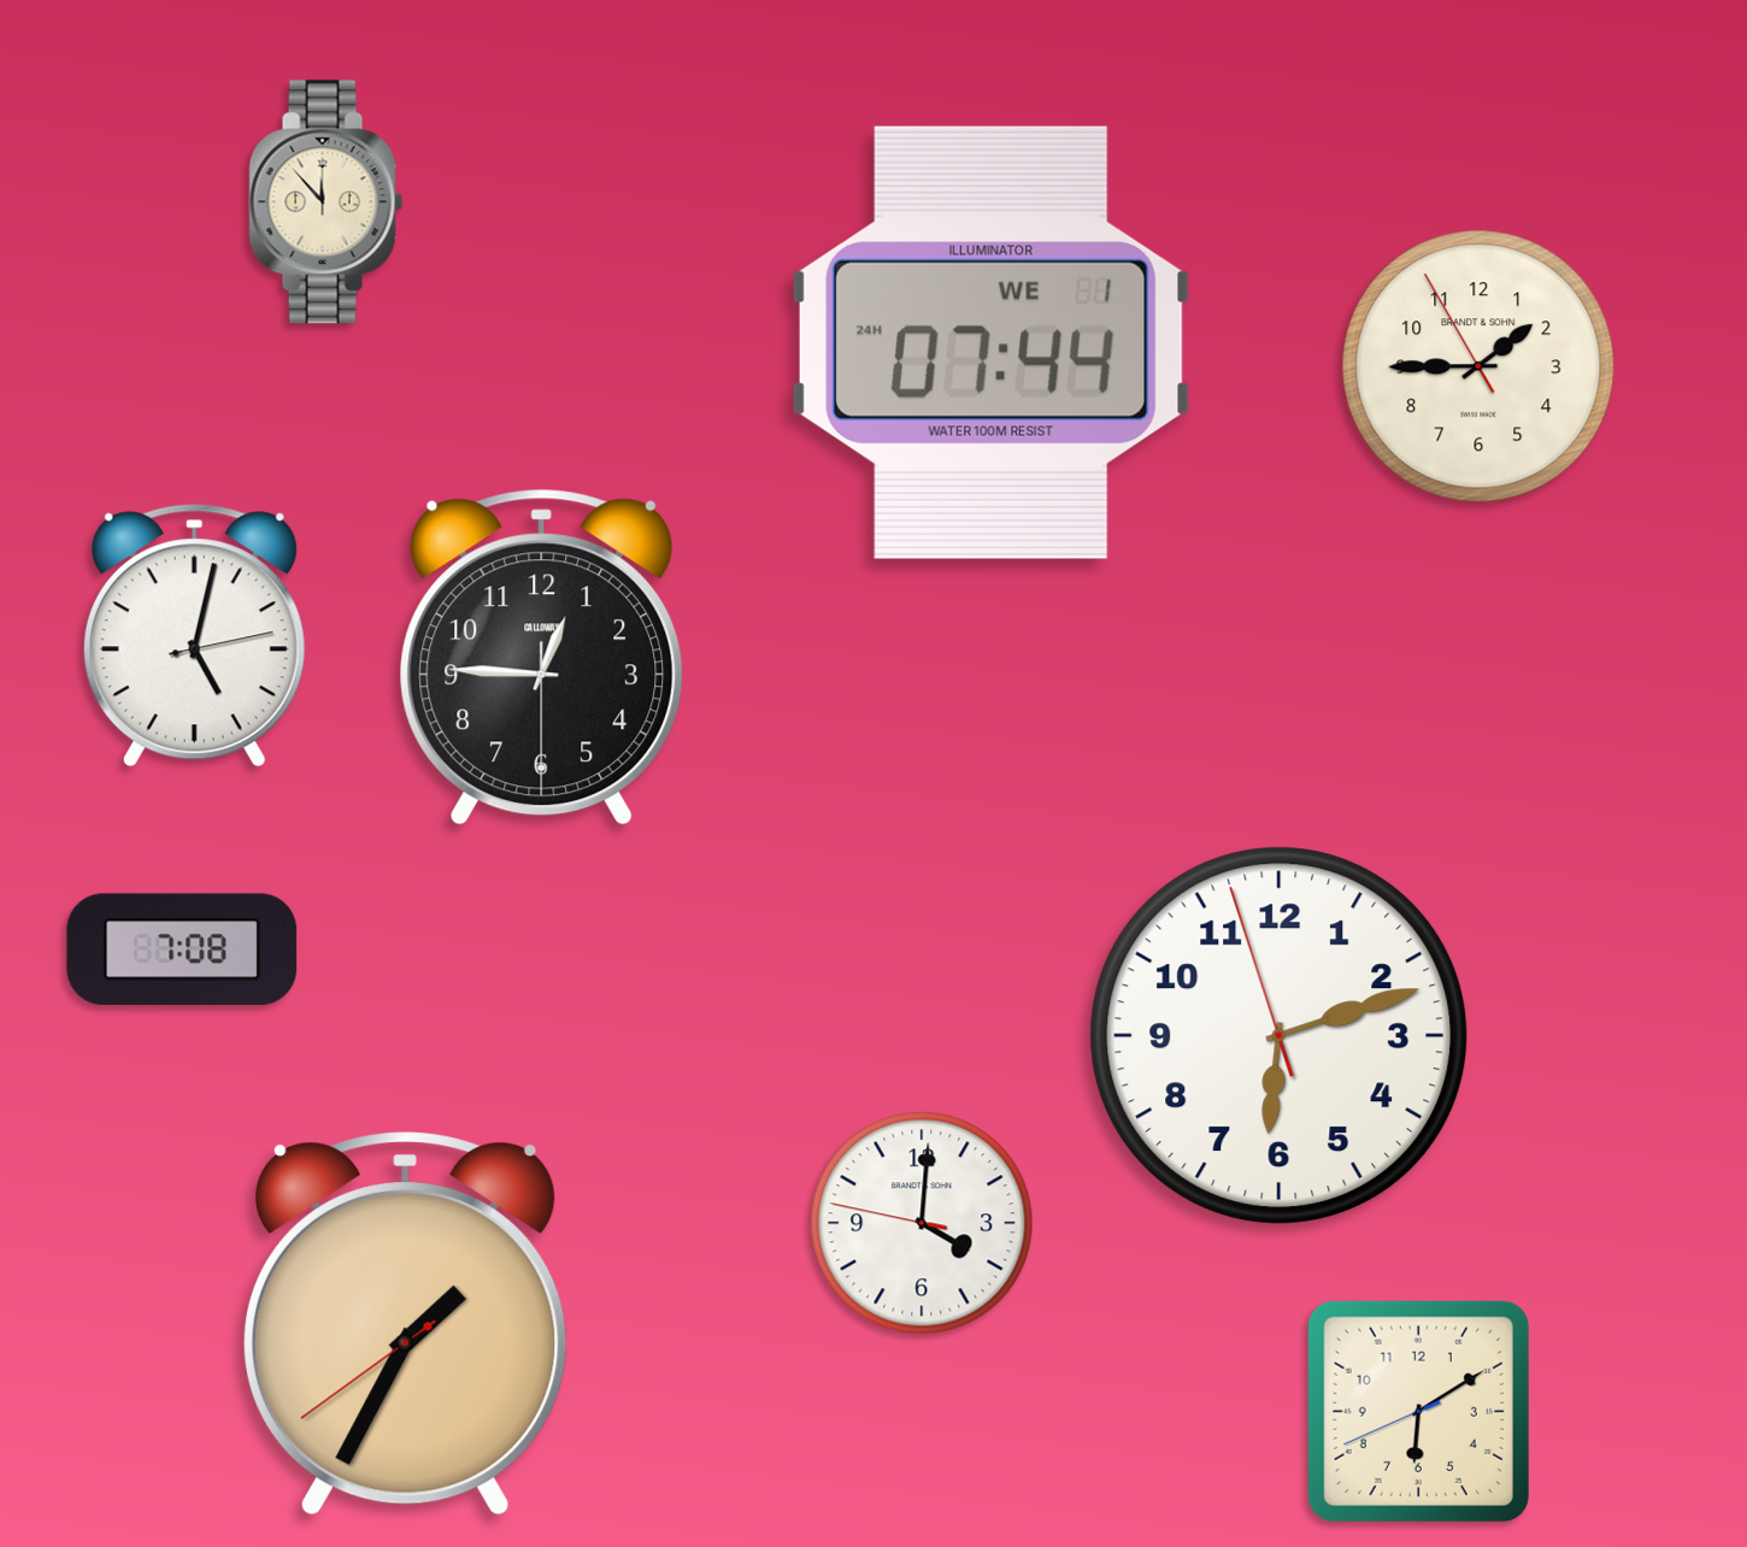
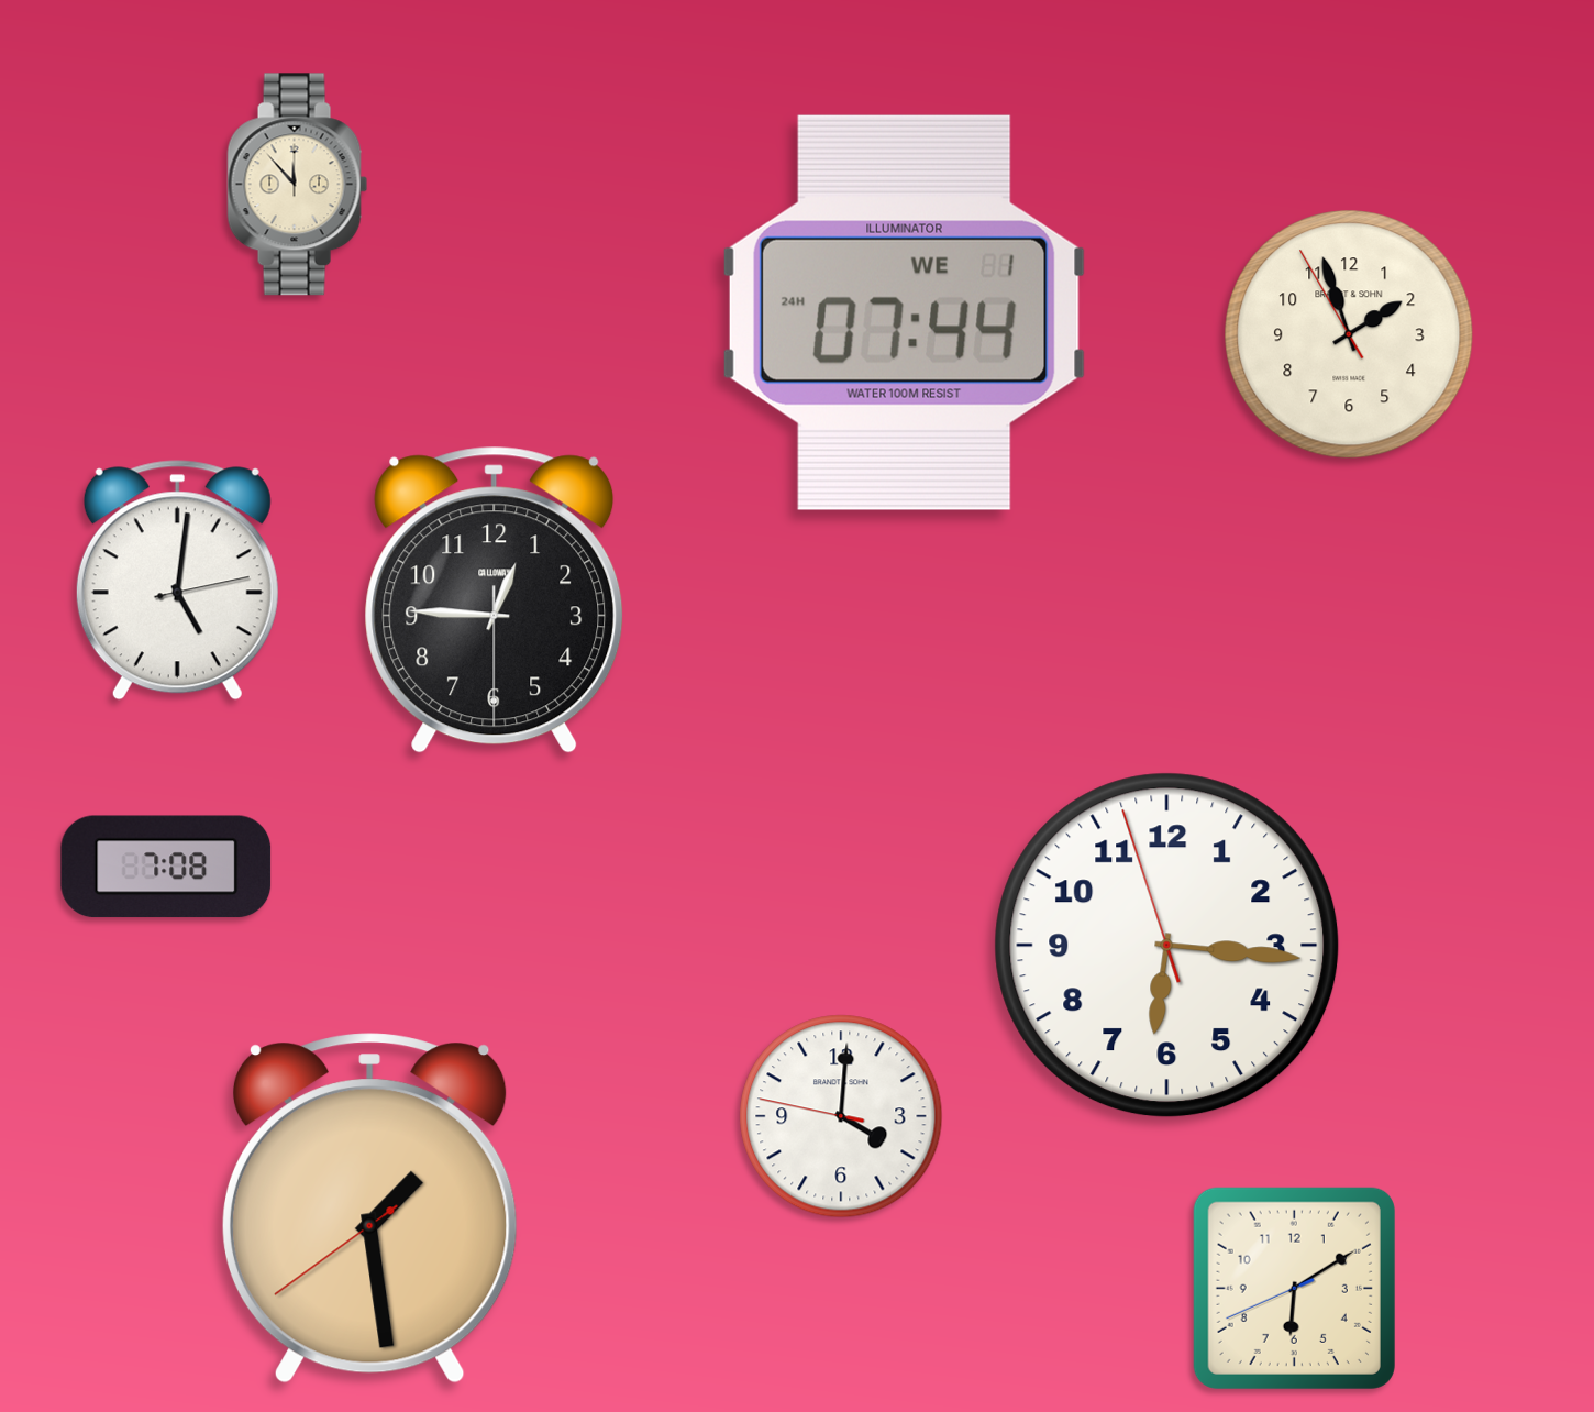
clock at (1478, 366): 1:44 -> 1:56
clock at (194, 636): 5:02 -> 5:01
clock at (1280, 1036): 6:11 -> 6:15
clock at (405, 1324): 1:34 -> 1:28
